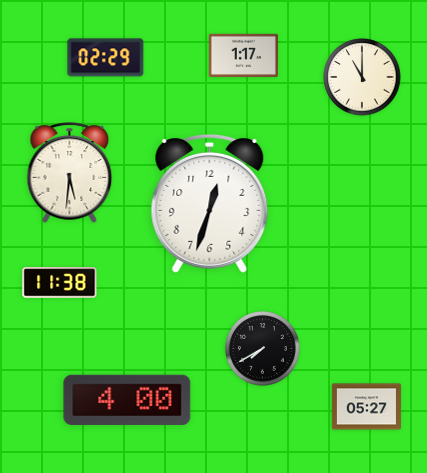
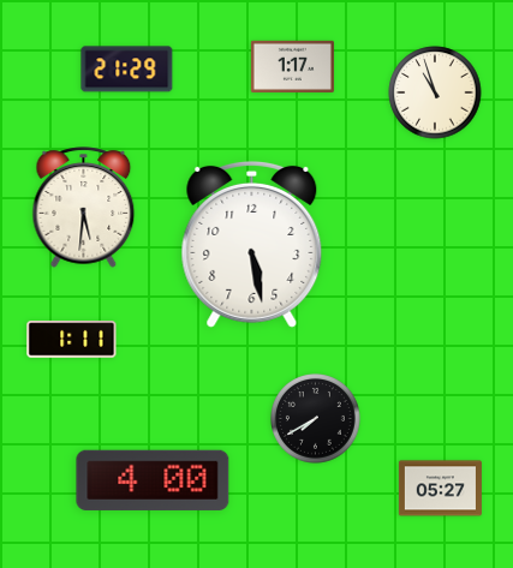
clock at (106, 58): 02:29 -> 21:29
clock at (362, 77): 11:00 -> 10:57
clock at (210, 203): 12:33 -> 5:28
clock at (60, 283): 11:38 -> 1:11
